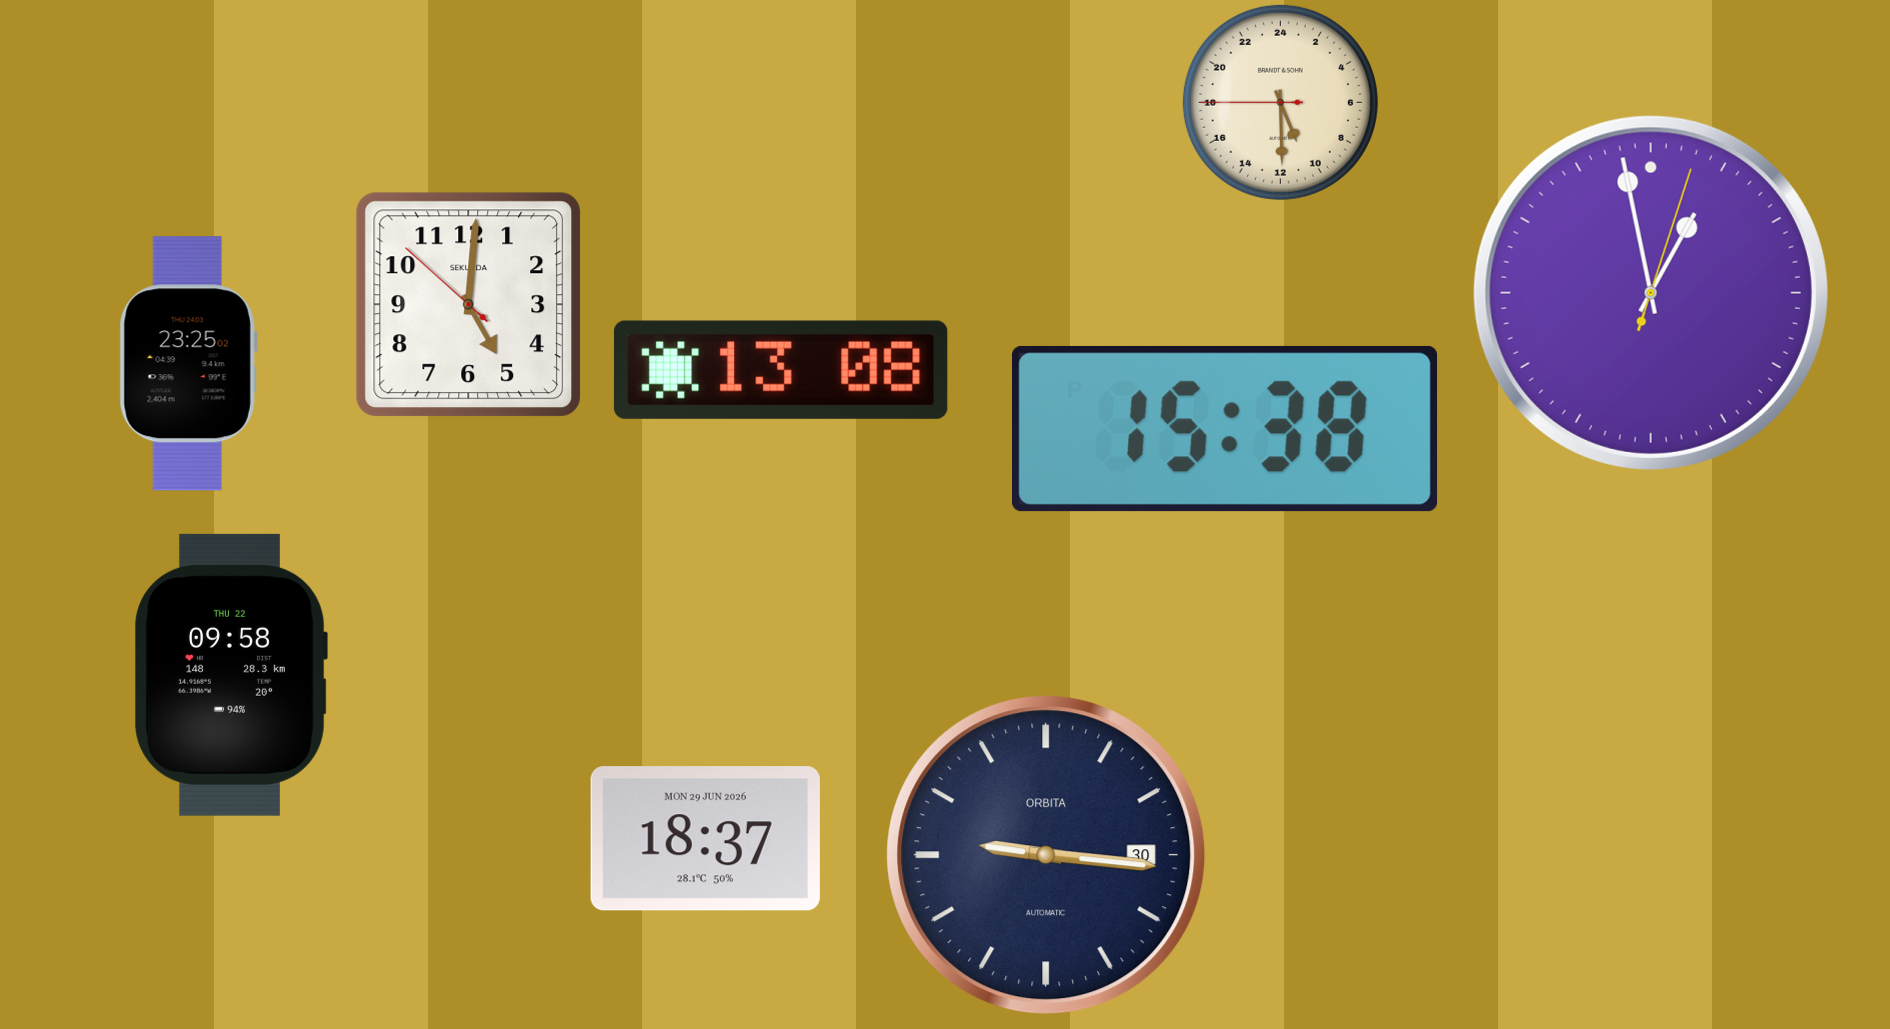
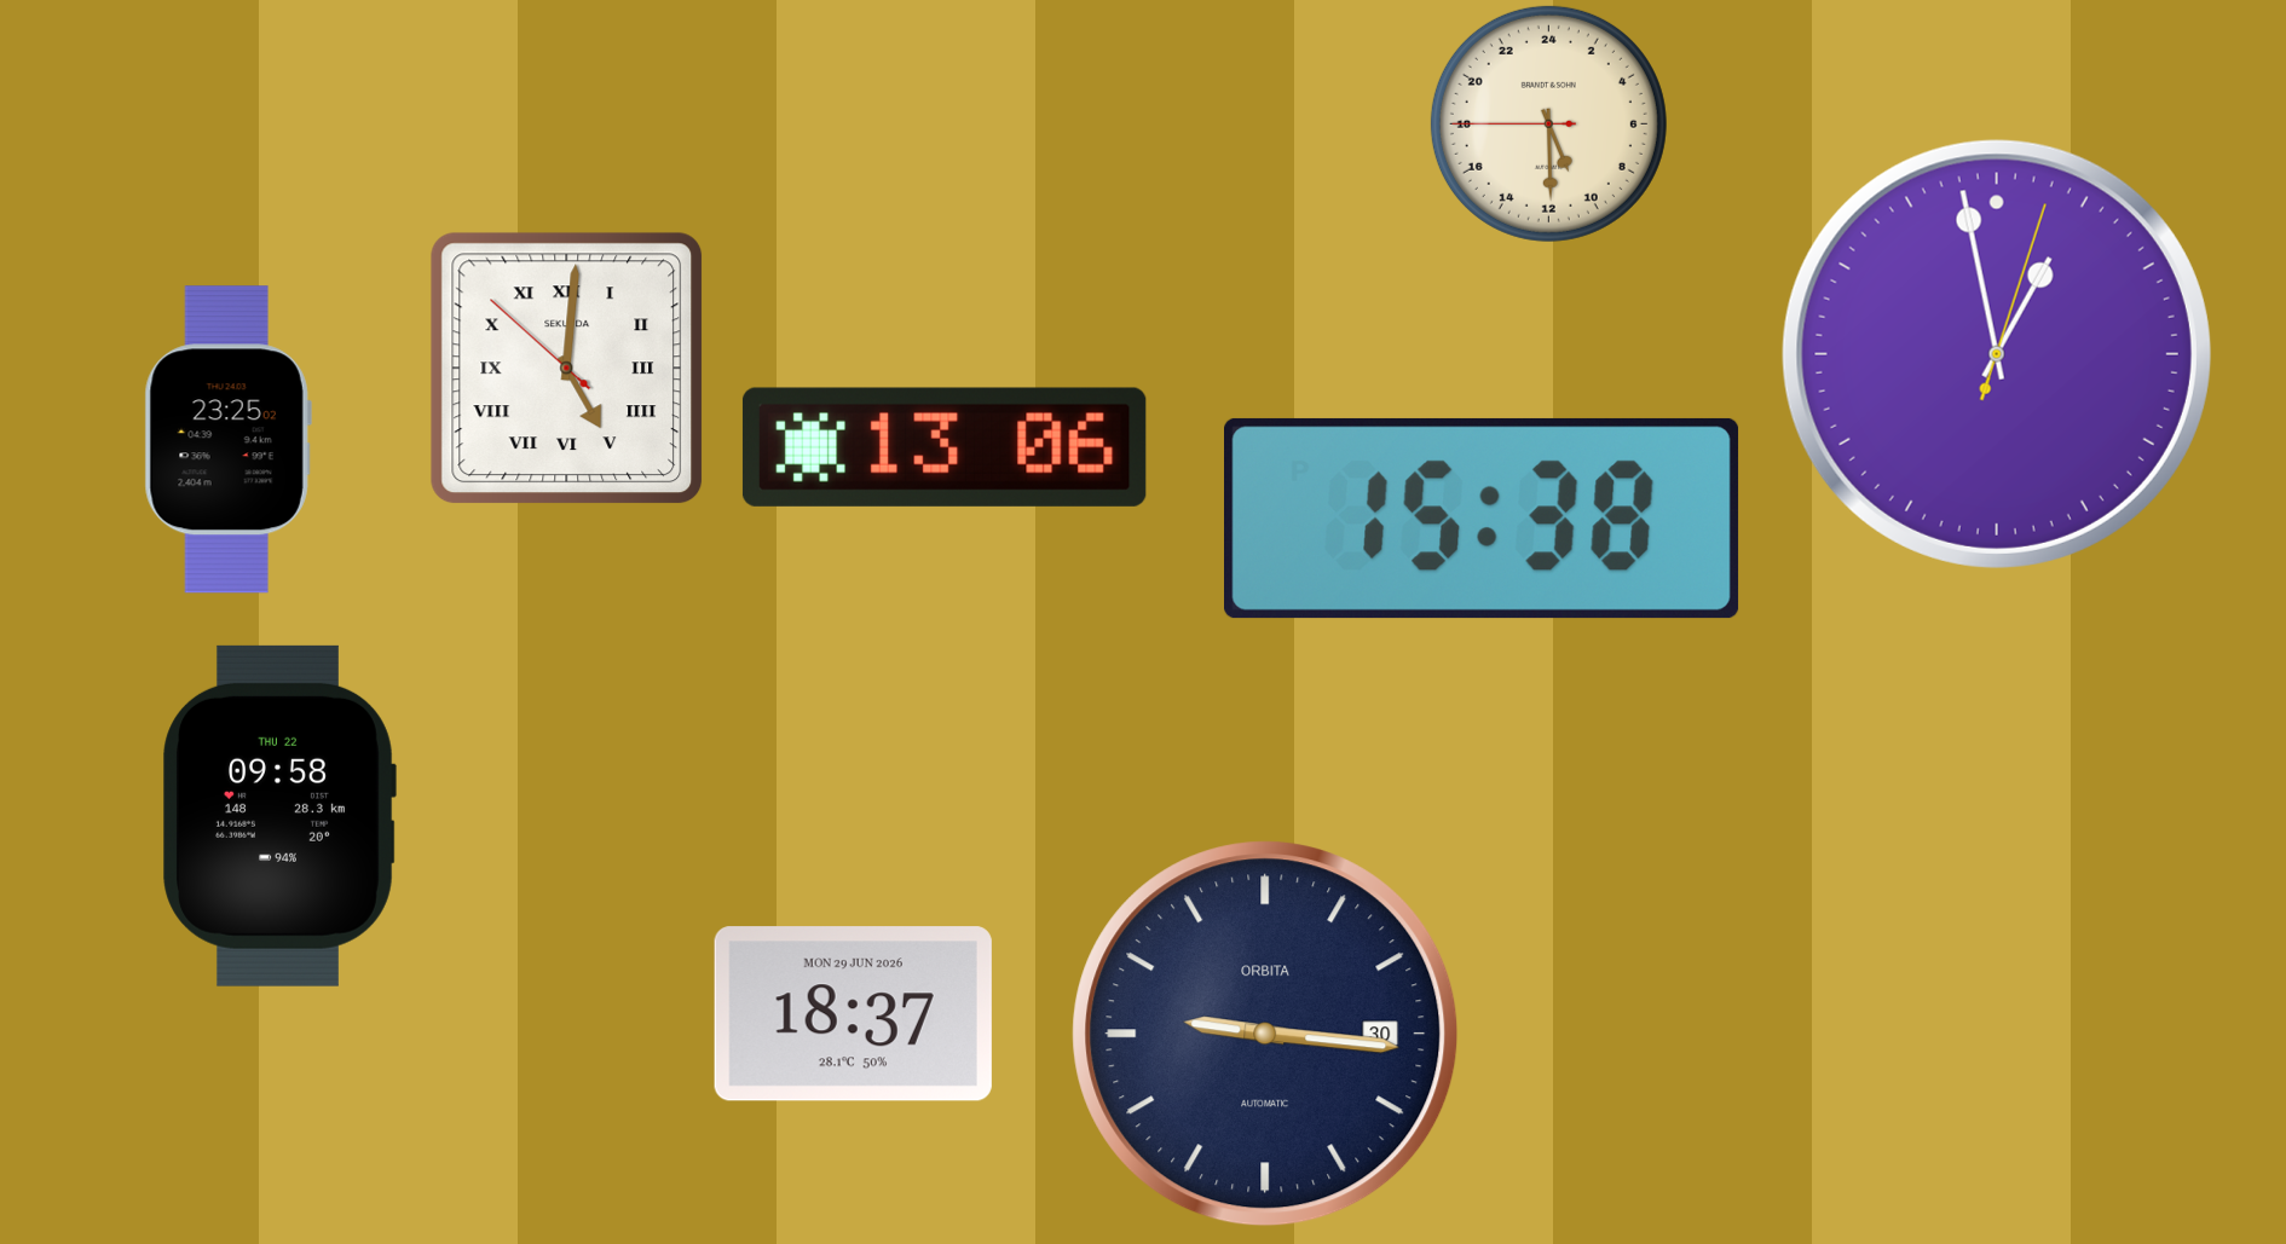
clock at (469, 305) numerals: Arabic -> Roman
clock at (781, 370): 13:08 -> 13:06
